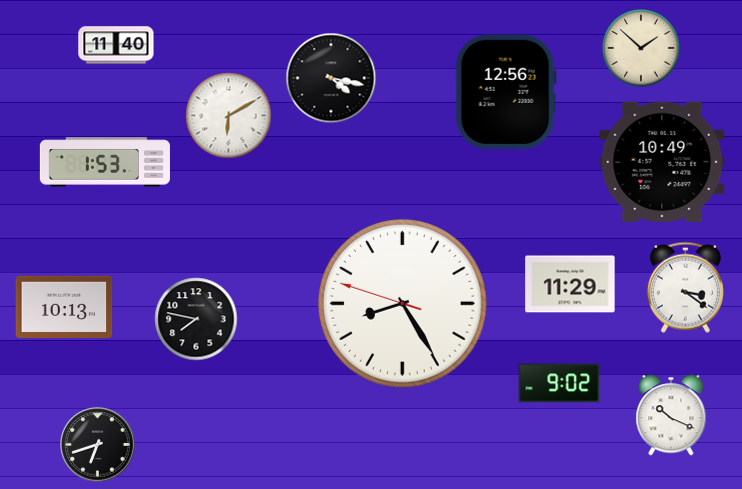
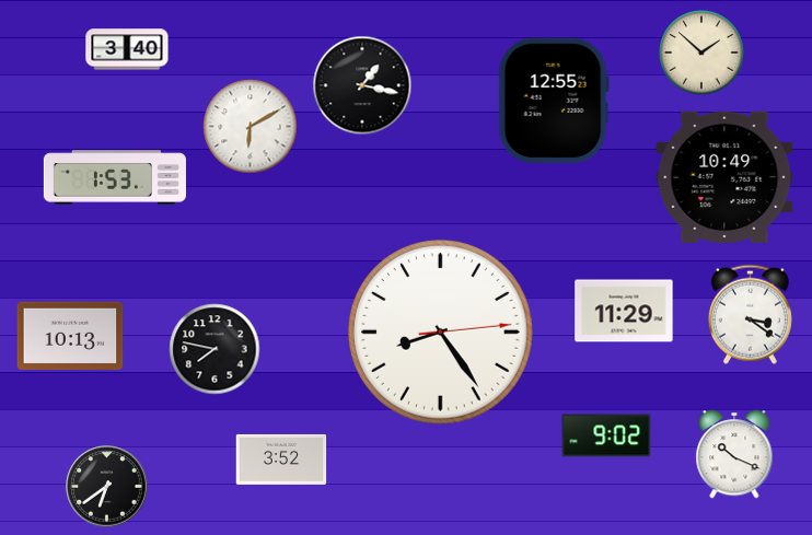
clock at (116, 45): 11:40 -> 3:40
clock at (331, 78): 4:17 -> 1:17
clock at (506, 92): 12:56 -> 12:55
clock at (402, 303): 8:24:48 -> 8:24:14
clock at (559, 383) position: (559, 383) -> (606, 435)
clock at (281, 460): none -> 3:52
clock at (98, 445): 6:42 -> 6:39
